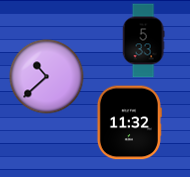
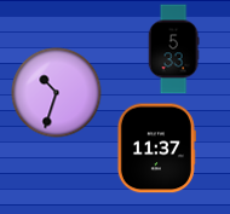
clock at (47, 77): 10:38 -> 10:33
clock at (129, 123): 11:32 -> 11:37
